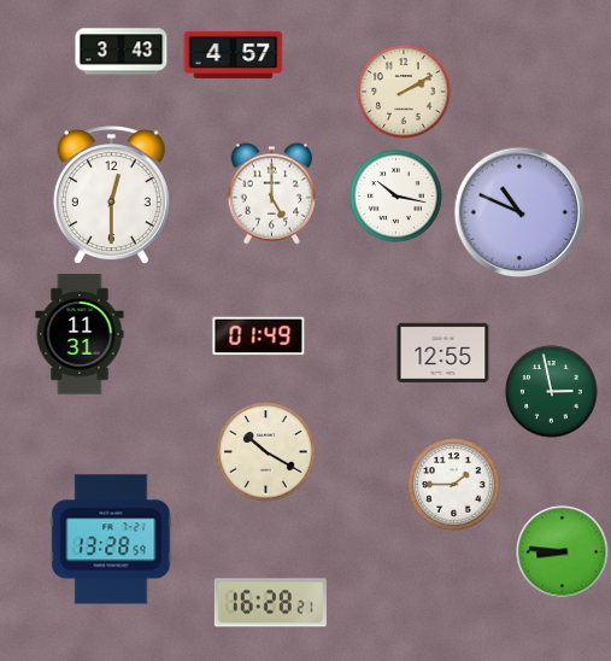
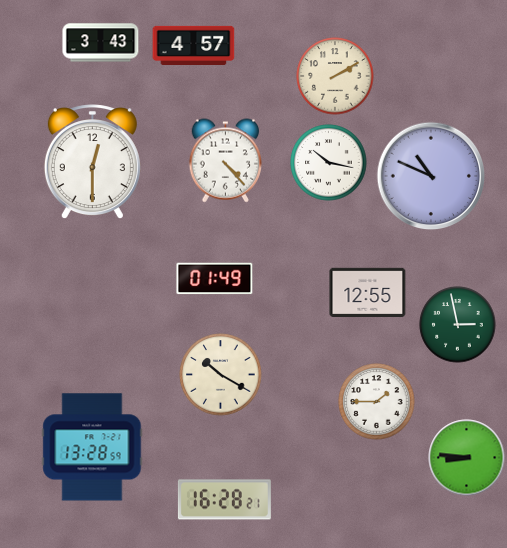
clock at (271, 194): 5:00 -> 4:23
clock at (80, 334): 11:31 -> none
